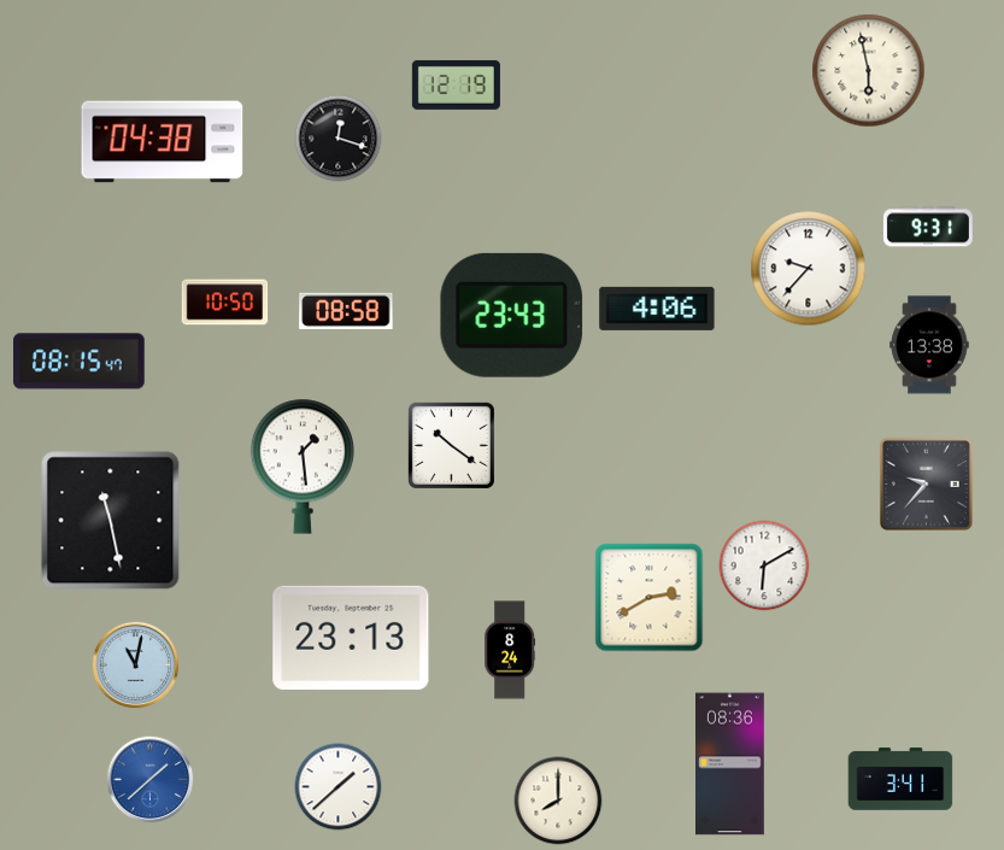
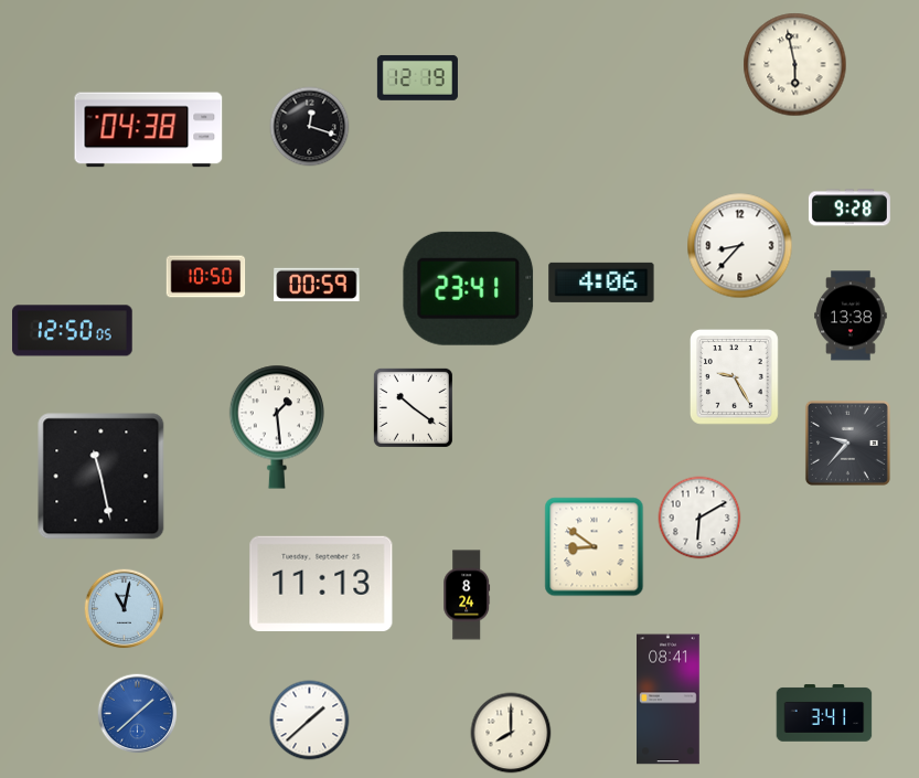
clock at (928, 227): 9:31 -> 9:28
clock at (809, 269): 9:37 -> 8:37
clock at (346, 311): 08:58 -> 00:59
clock at (512, 315): 23:43 -> 23:41
clock at (80, 362): 08:15 -> 12:50
clock at (735, 377): none -> 9:25
clock at (650, 598): 2:40 -> 8:51
clock at (351, 638): 23:13 -> 11:13
clock at (730, 764): 08:36 -> 08:41
